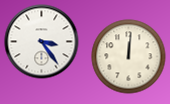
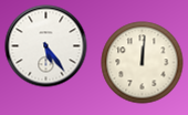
clock at (42, 42): 3:24 -> 5:24
